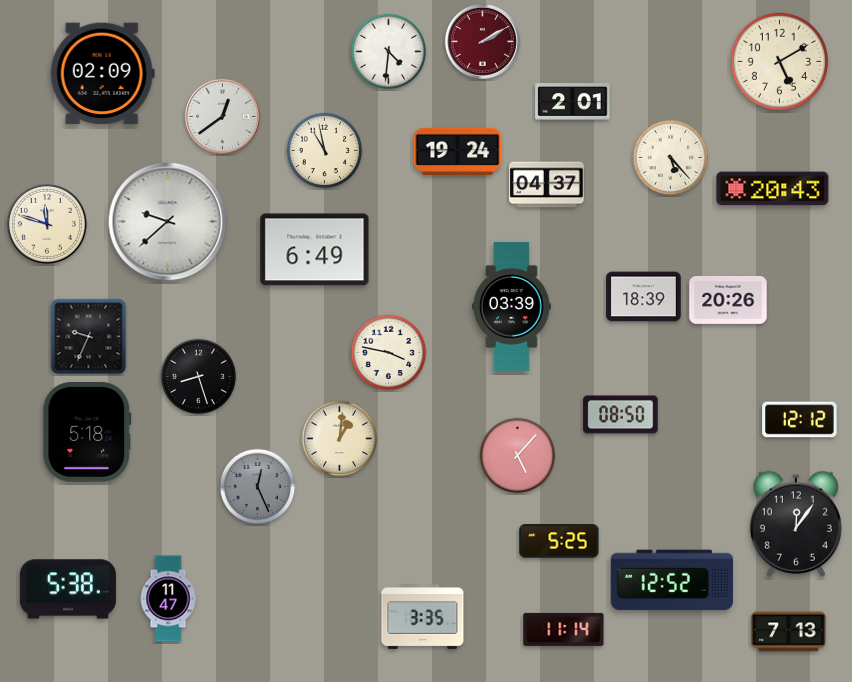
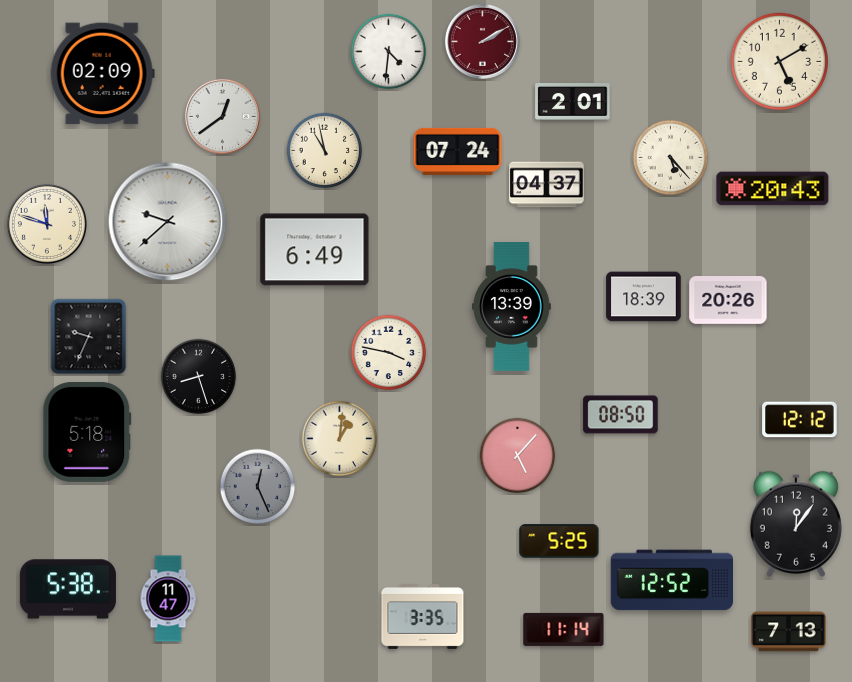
clock at (458, 151): 19:24 -> 07:24
clock at (512, 307): 03:39 -> 13:39
